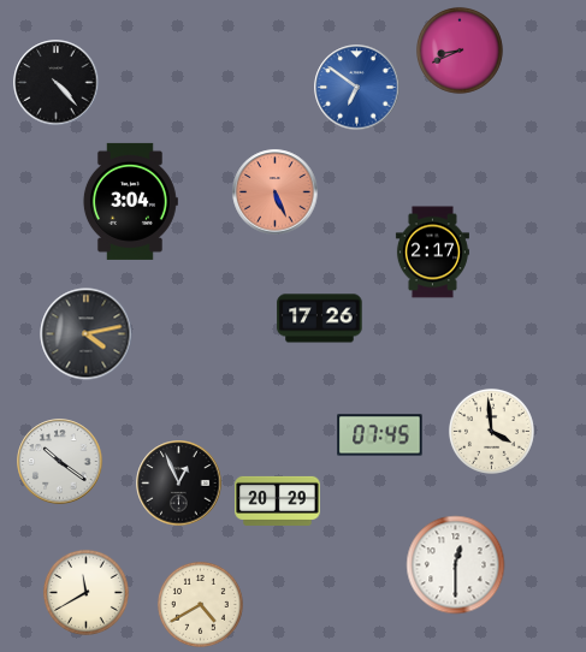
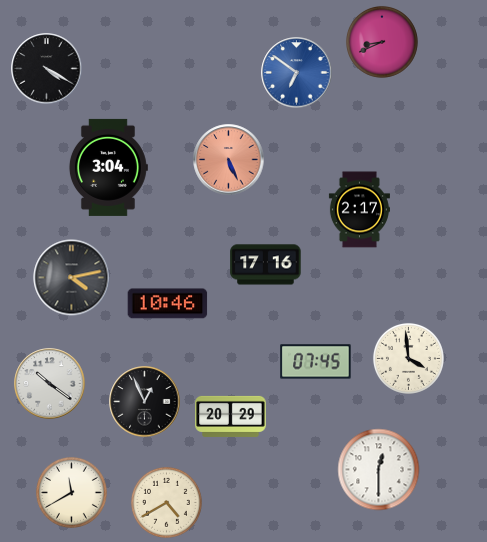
clock at (57, 83): 4:23 -> 4:20
clock at (320, 319): 17:26 -> 17:16
clock at (168, 304): none -> 10:46
clock at (179, 484) position: (179, 484) -> (145, 402)
